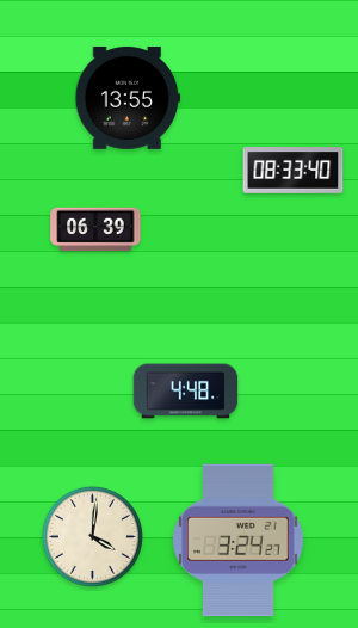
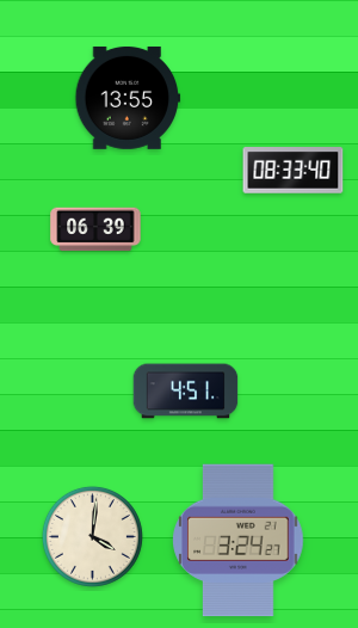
clock at (186, 392): 4:48 -> 4:51
